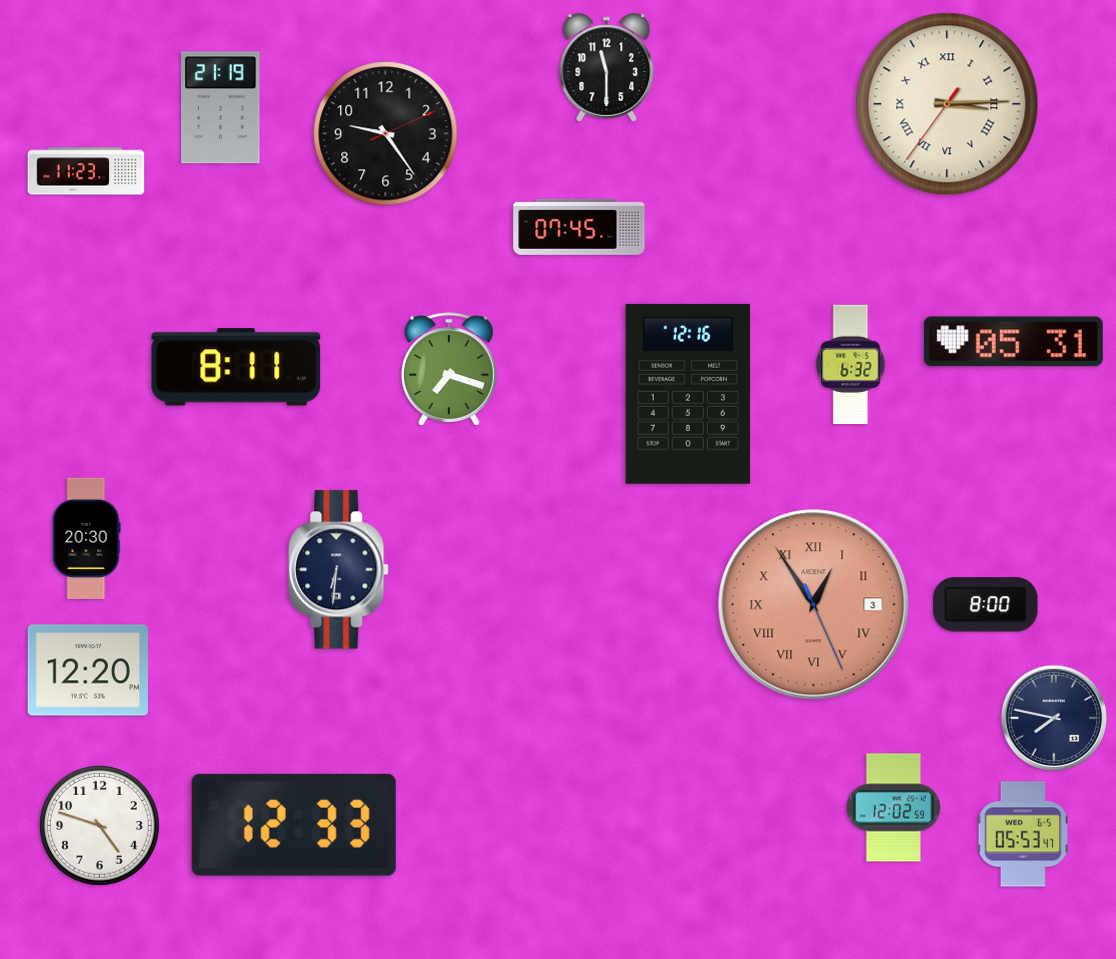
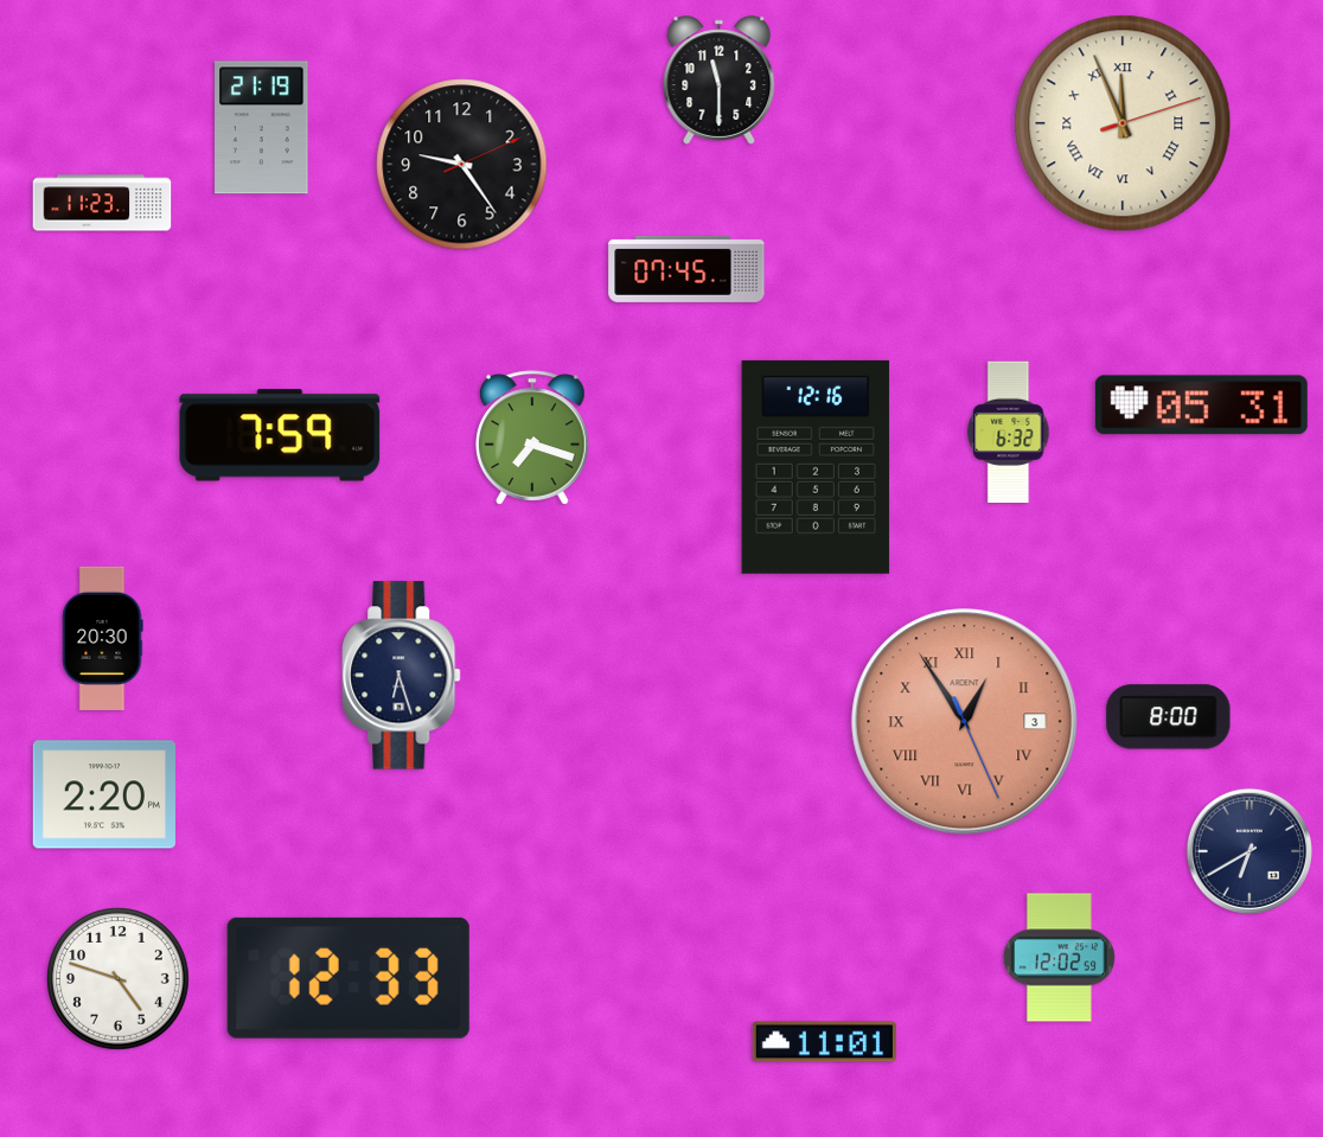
clock at (947, 104): 3:14 -> 11:56
clock at (386, 134) position: (386, 134) -> (462, 165)
clock at (236, 367): 8:11 -> 7:59
clock at (339, 570): 6:31 -> 6:27
clock at (814, 605) position: (814, 605) -> (965, 722)
clock at (88, 670): 12:20 -> 2:20
clock at (1053, 717): 7:47 -> 6:40
clock at (1023, 834): 05:53 -> none
clock at (824, 1042): none -> 11:01
